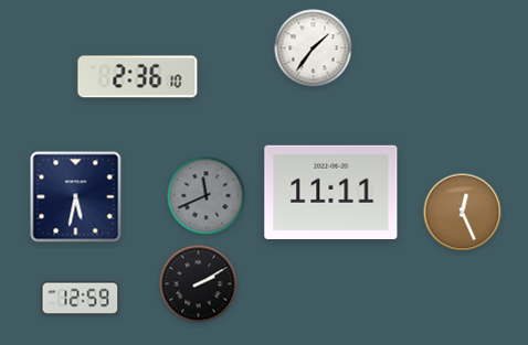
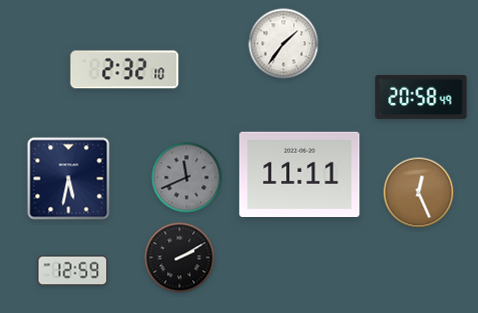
clock at (138, 77): 2:36 -> 2:32
clock at (421, 97): none -> 20:58
